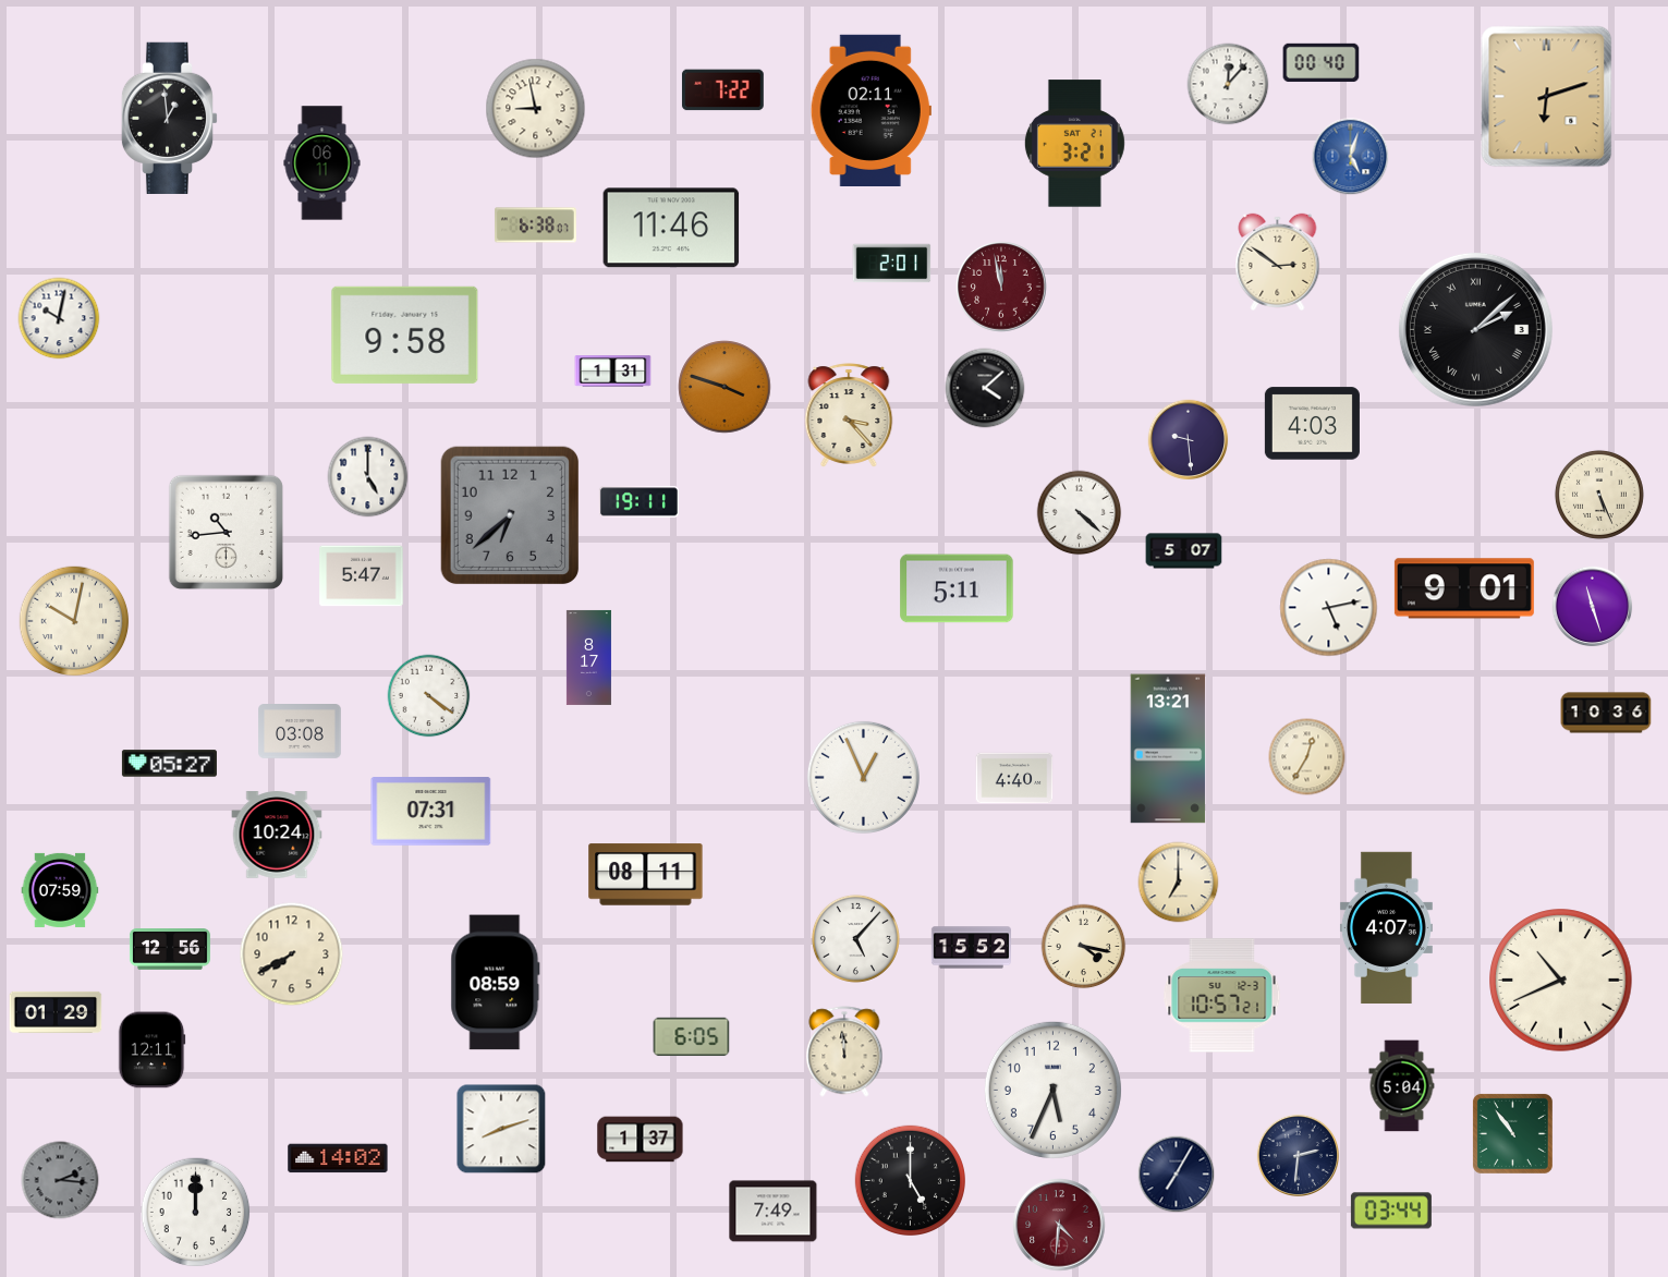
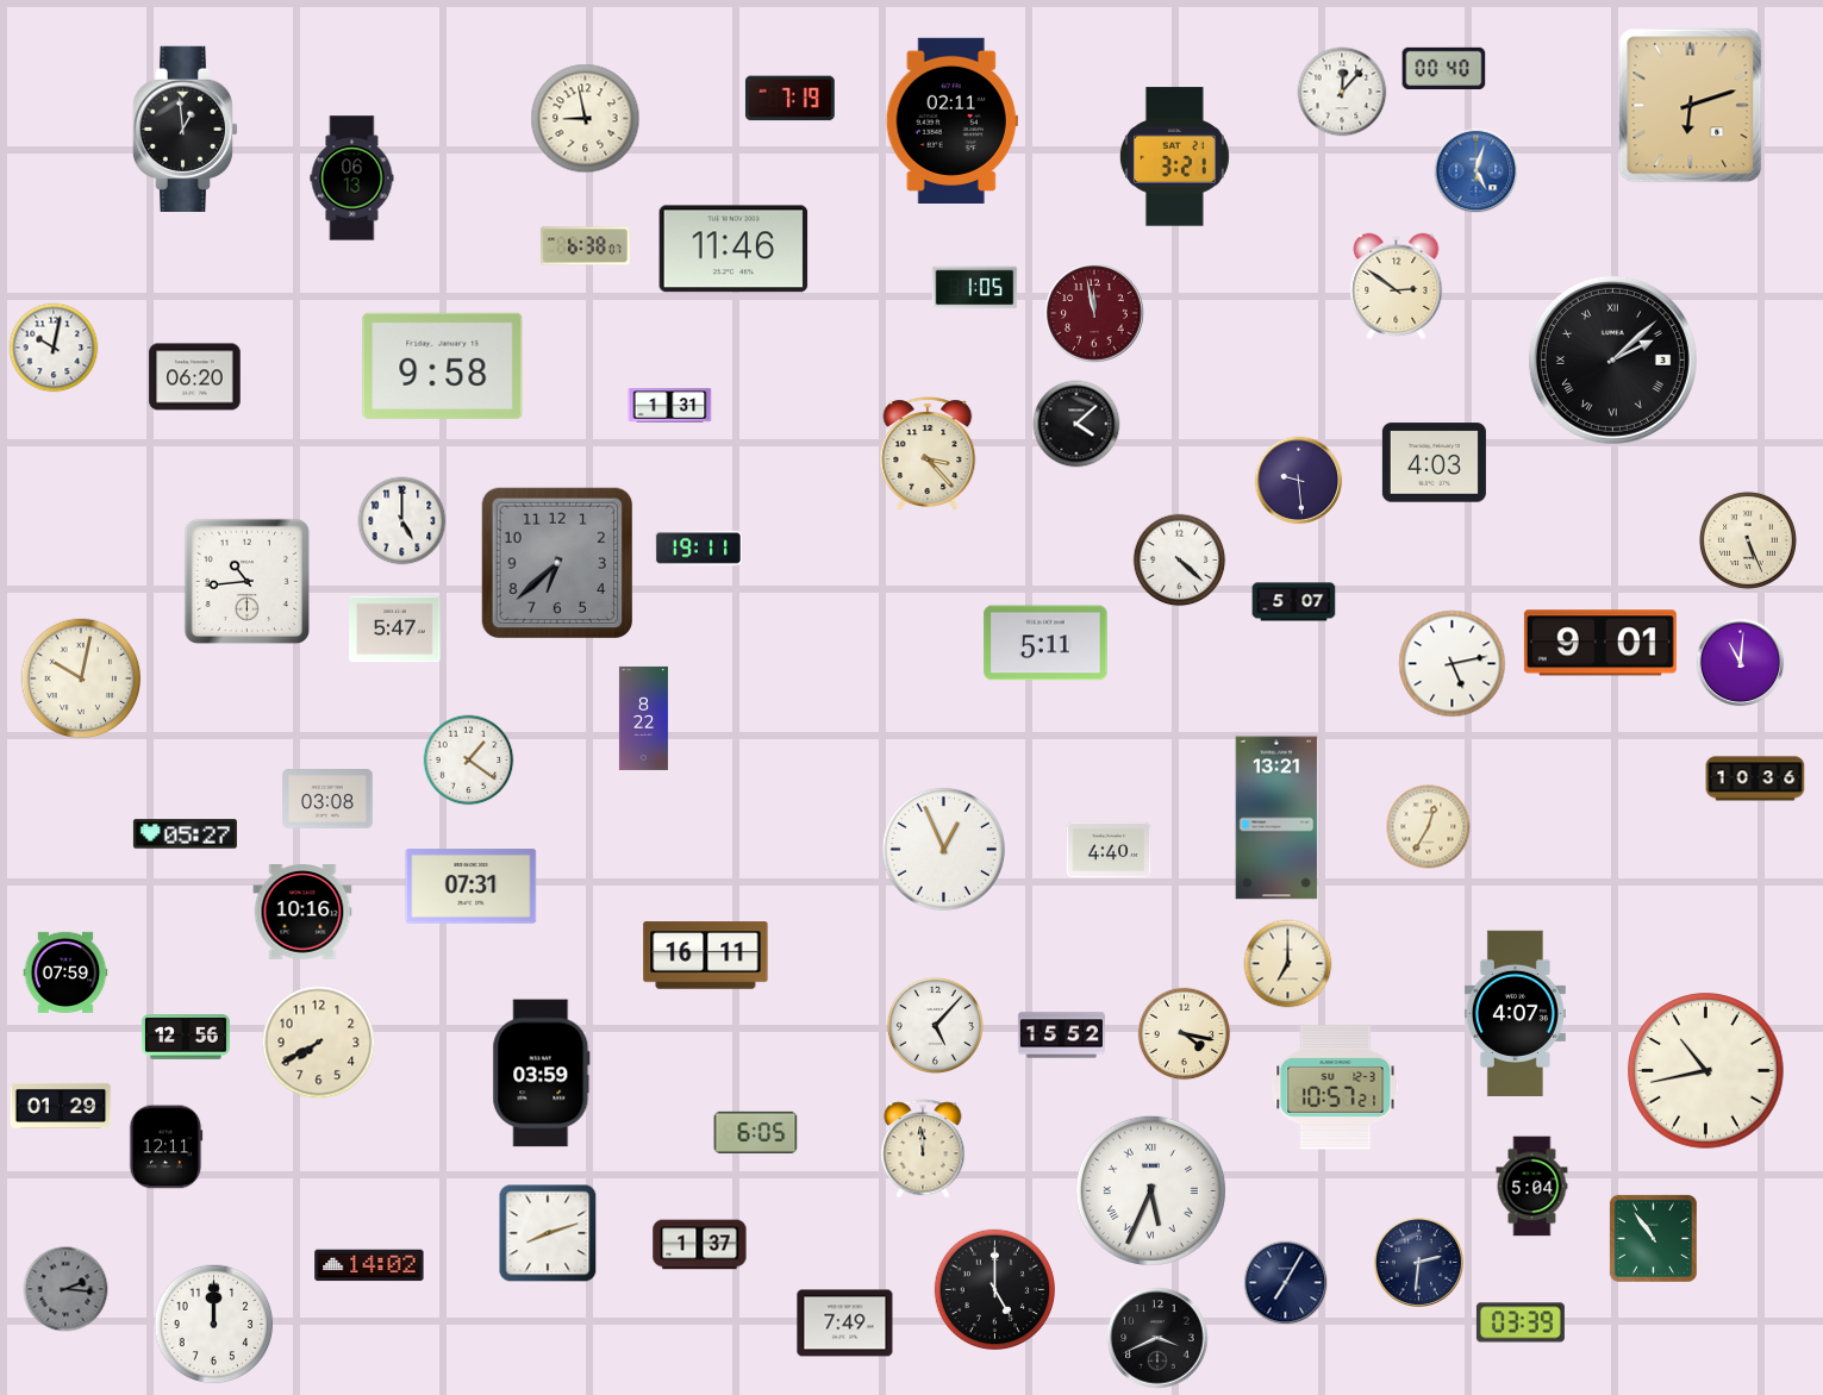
clock at (722, 90): 7:22 -> 7:19
clock at (322, 163): 06:11 -> 06:13
clock at (892, 264): 2:01 -> 1:05
clock at (59, 318) position: (59, 318) -> (54, 348)
clock at (195, 377): none -> 06:20
clock at (725, 387): 3:48 -> none
clock at (1593, 607): 11:27 -> 11:01
clock at (588, 657): 8:17 -> 8:22
clock at (429, 696): 4:21 -> 1:21
clock at (277, 835): 10:24 -> 10:16
clock at (646, 875): 08:11 -> 16:11
clock at (1561, 981): 10:41 -> 10:43
clock at (496, 983): 08:59 -> 03:59
clock at (1052, 1090) numerals: Arabic -> Roman
clock at (1391, 1211): 03:44 -> 03:39
clock at (1059, 1225): 4:31 -> 3:41
clock at (1059, 1225) dial: burgundy -> black
